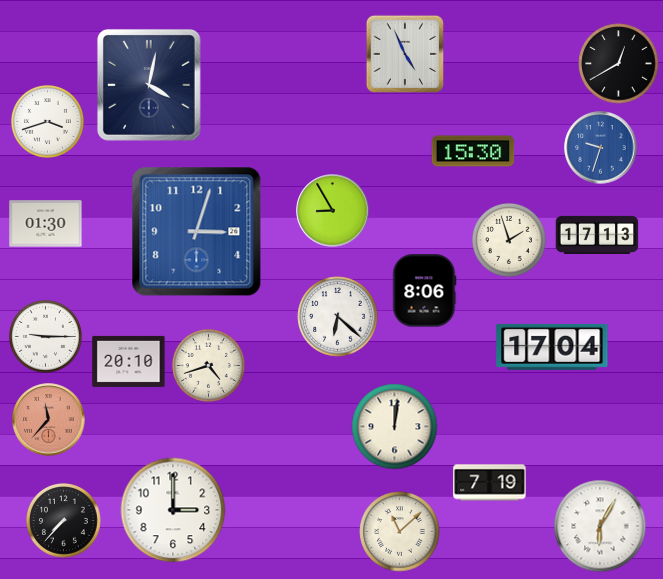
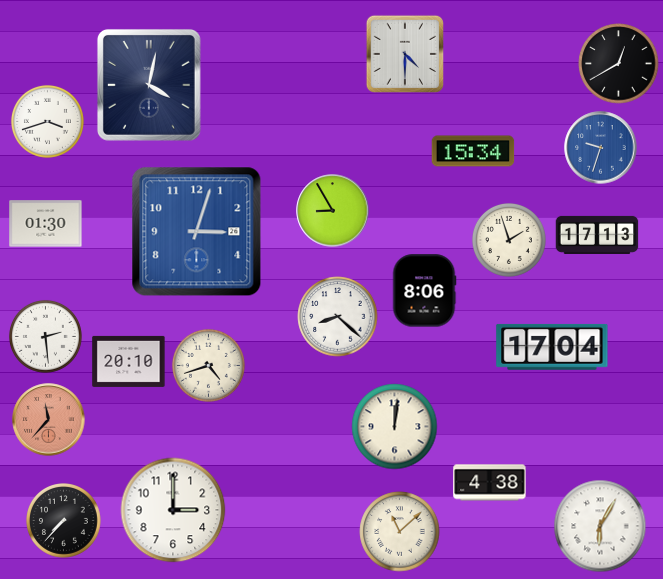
clock at (405, 54): 4:56 -> 4:30
clock at (473, 151): 15:30 -> 15:34
clock at (338, 317): 6:22 -> 8:22
clock at (45, 336): 9:15 -> 2:29
clock at (490, 483): 7:19 -> 4:38
